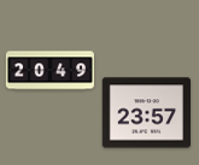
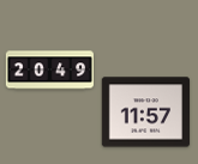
clock at (146, 113): 23:57 -> 11:57
